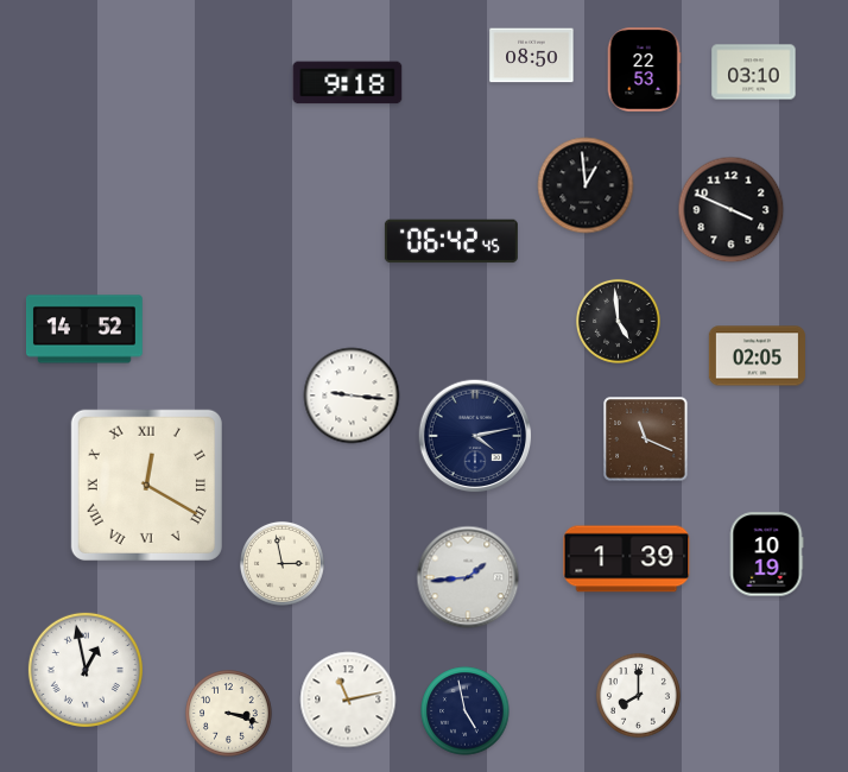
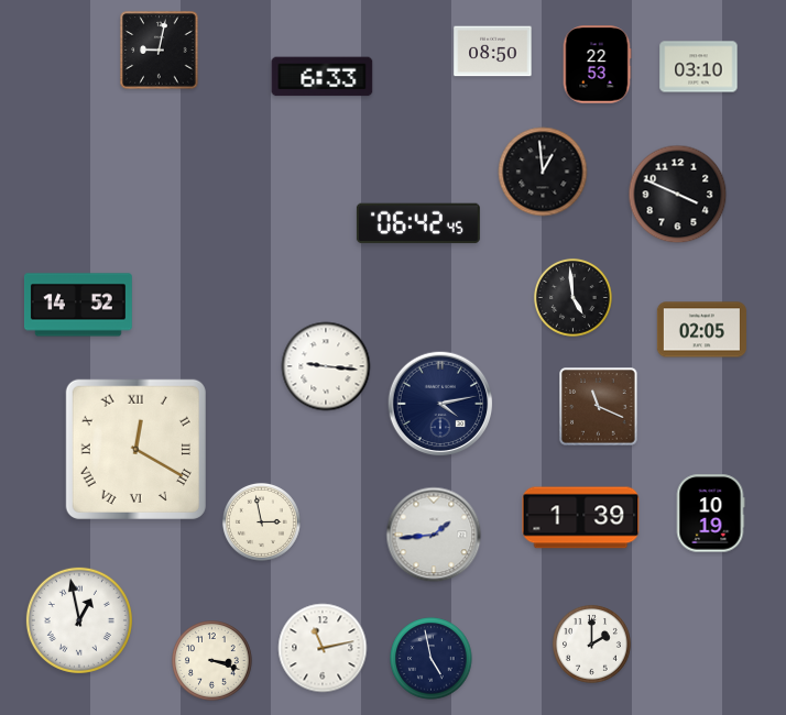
clock at (160, 51): none -> 9:02
clock at (348, 83): 9:18 -> 6:33
clock at (638, 695): 8:00 -> 2:00
